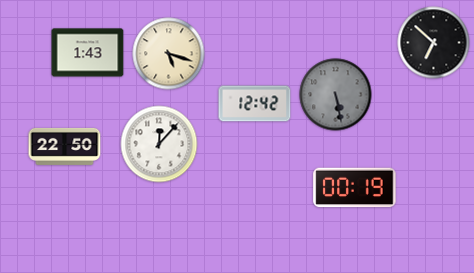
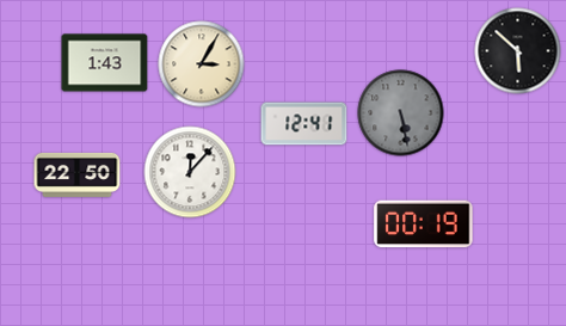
clock at (434, 43): 6:52 -> 5:52
clock at (169, 54): 5:18 -> 3:05
clock at (255, 104): 12:42 -> 12:41
